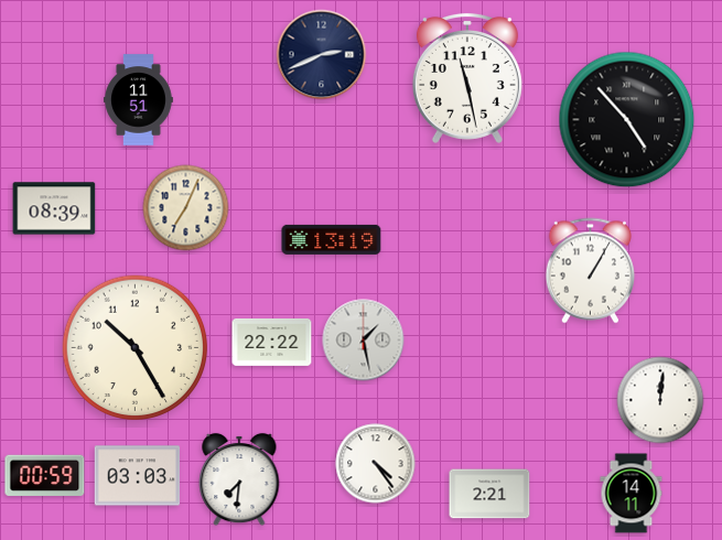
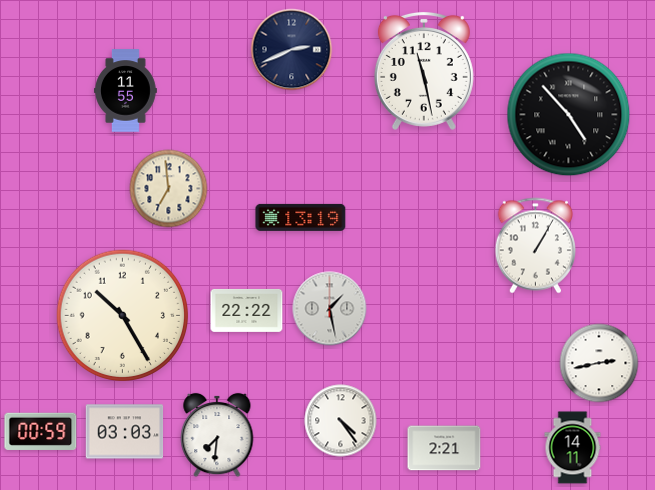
clock at (139, 100): 11:51 -> 11:55
clock at (627, 120) position: (627, 120) -> (569, 115)
clock at (54, 208): 08:39 -> none
clock at (186, 208): 7:04 -> 6:59
clock at (660, 400): 12:01 -> 2:43
